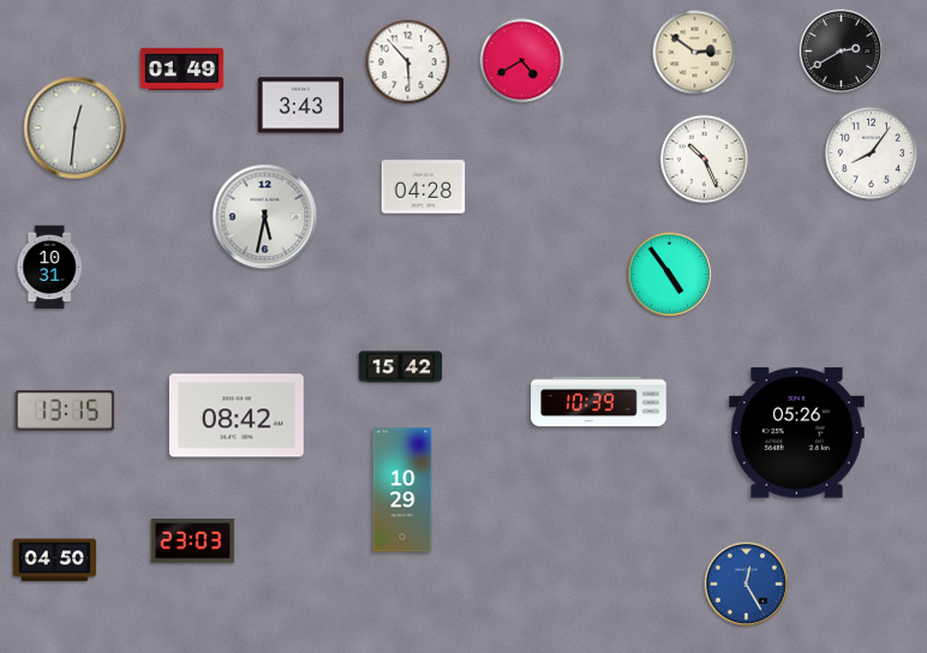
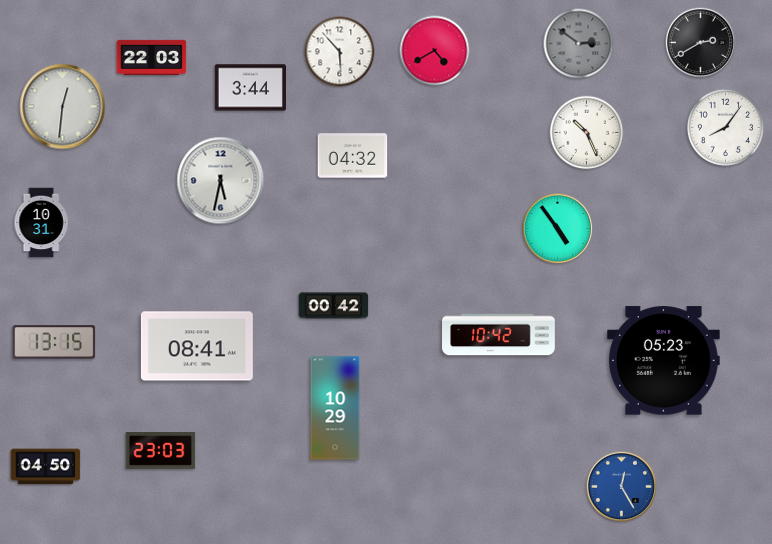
clock at (695, 53) dial: cream -> grey
clock at (183, 68): 01:49 -> 22:03
clock at (300, 106): 3:43 -> 3:44
clock at (424, 187): 04:28 -> 04:32
clock at (401, 367): 15:42 -> 00:42
clock at (599, 402): 10:39 -> 10:42
clock at (237, 415): 08:42 -> 08:41
clock at (797, 433): 05:26 -> 05:23
